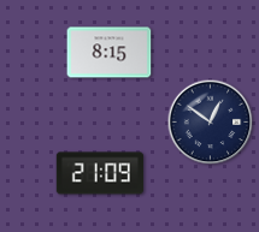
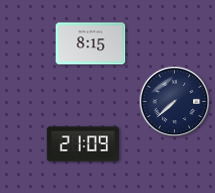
clock at (211, 123): 12:51 -> 7:38
